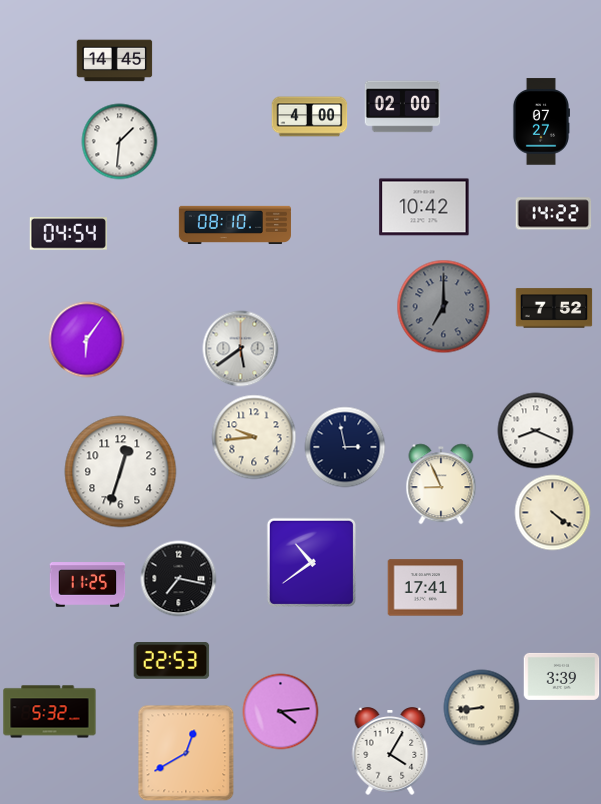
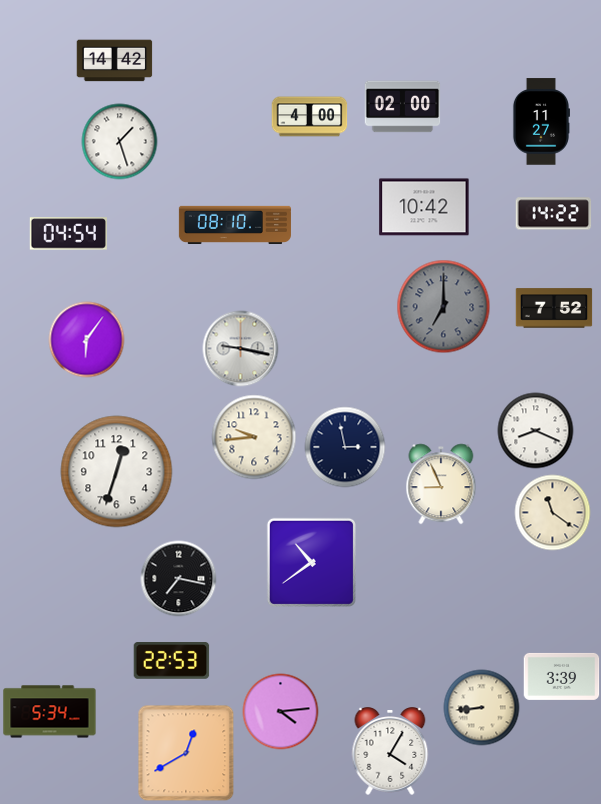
clock at (115, 61): 14:45 -> 14:42
clock at (540, 122): 07:27 -> 11:27
clock at (120, 142): 1:31 -> 1:27
clock at (241, 349): 5:39 -> 9:17
clock at (121, 472) position: (121, 472) -> (117, 472)
clock at (553, 513): 4:21 -> 11:21
clock at (88, 585): 11:25 -> none
clock at (426, 588): 17:41 -> none
clock at (50, 712): 5:32 -> 5:34
